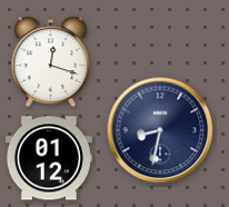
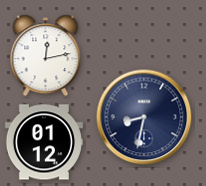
clock at (51, 62): 12:18 -> 12:13
